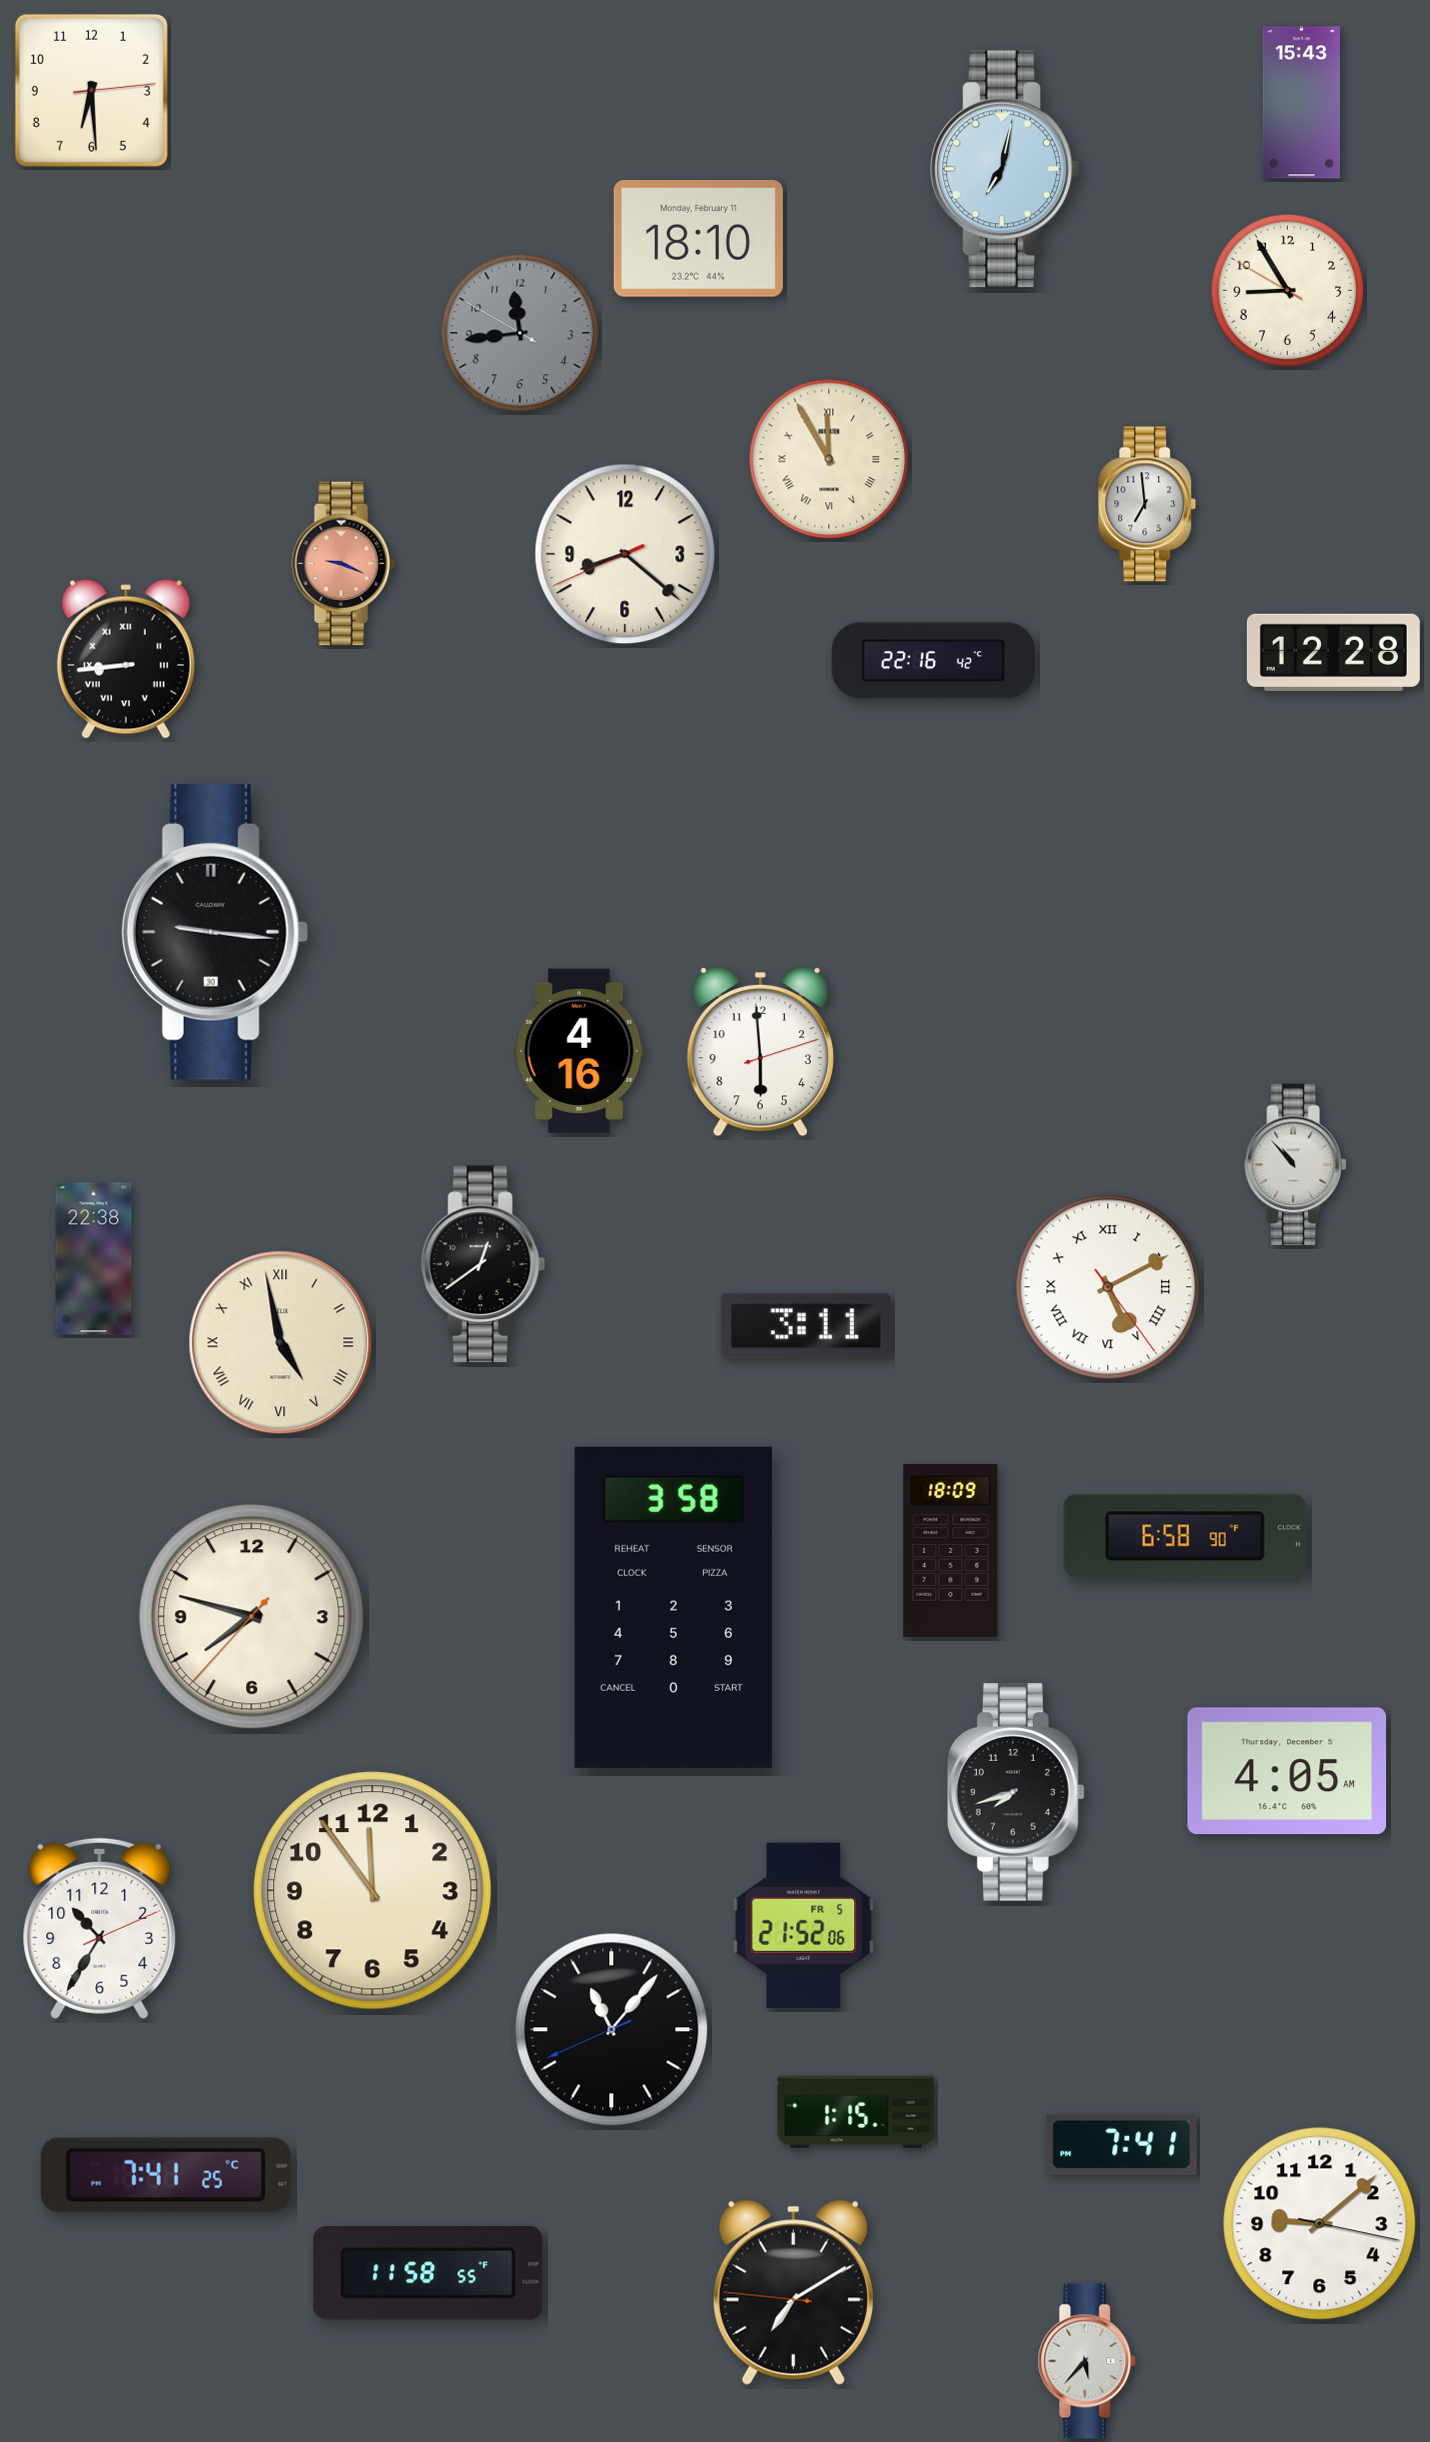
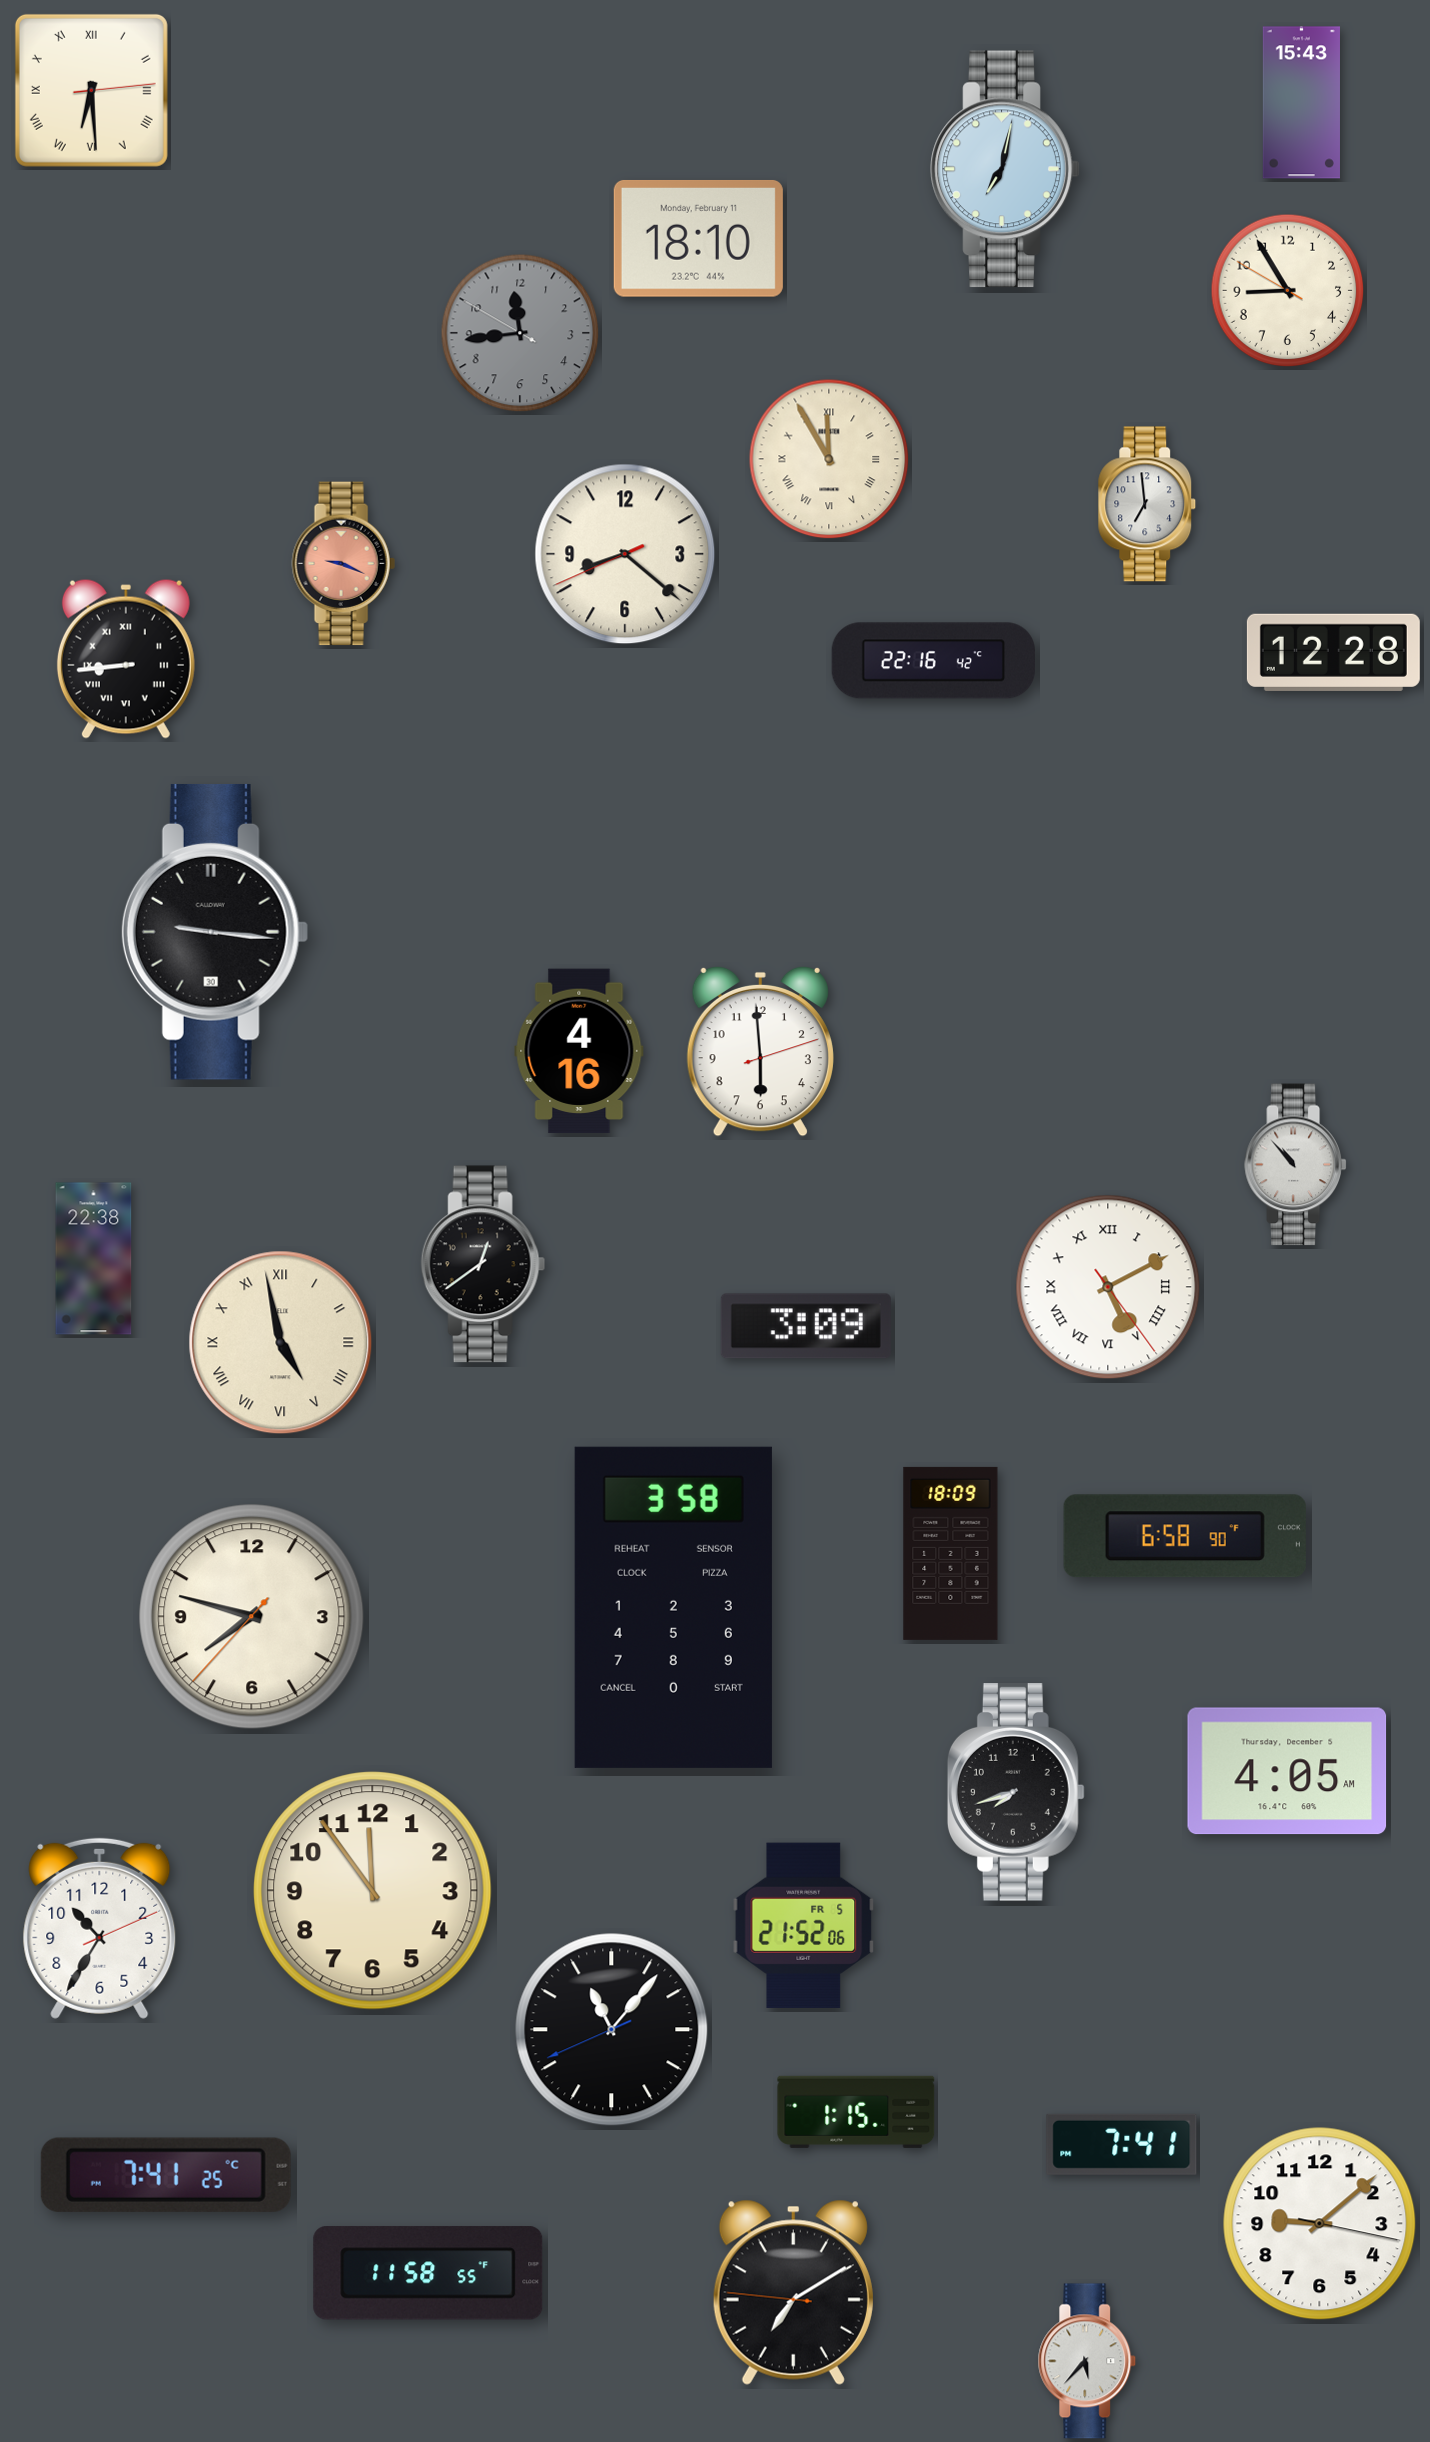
clock at (91, 90) numerals: Arabic -> Roman
clock at (806, 1326): 3:11 -> 3:09
clock at (951, 1550) position: (951, 1550) -> (951, 1553)
